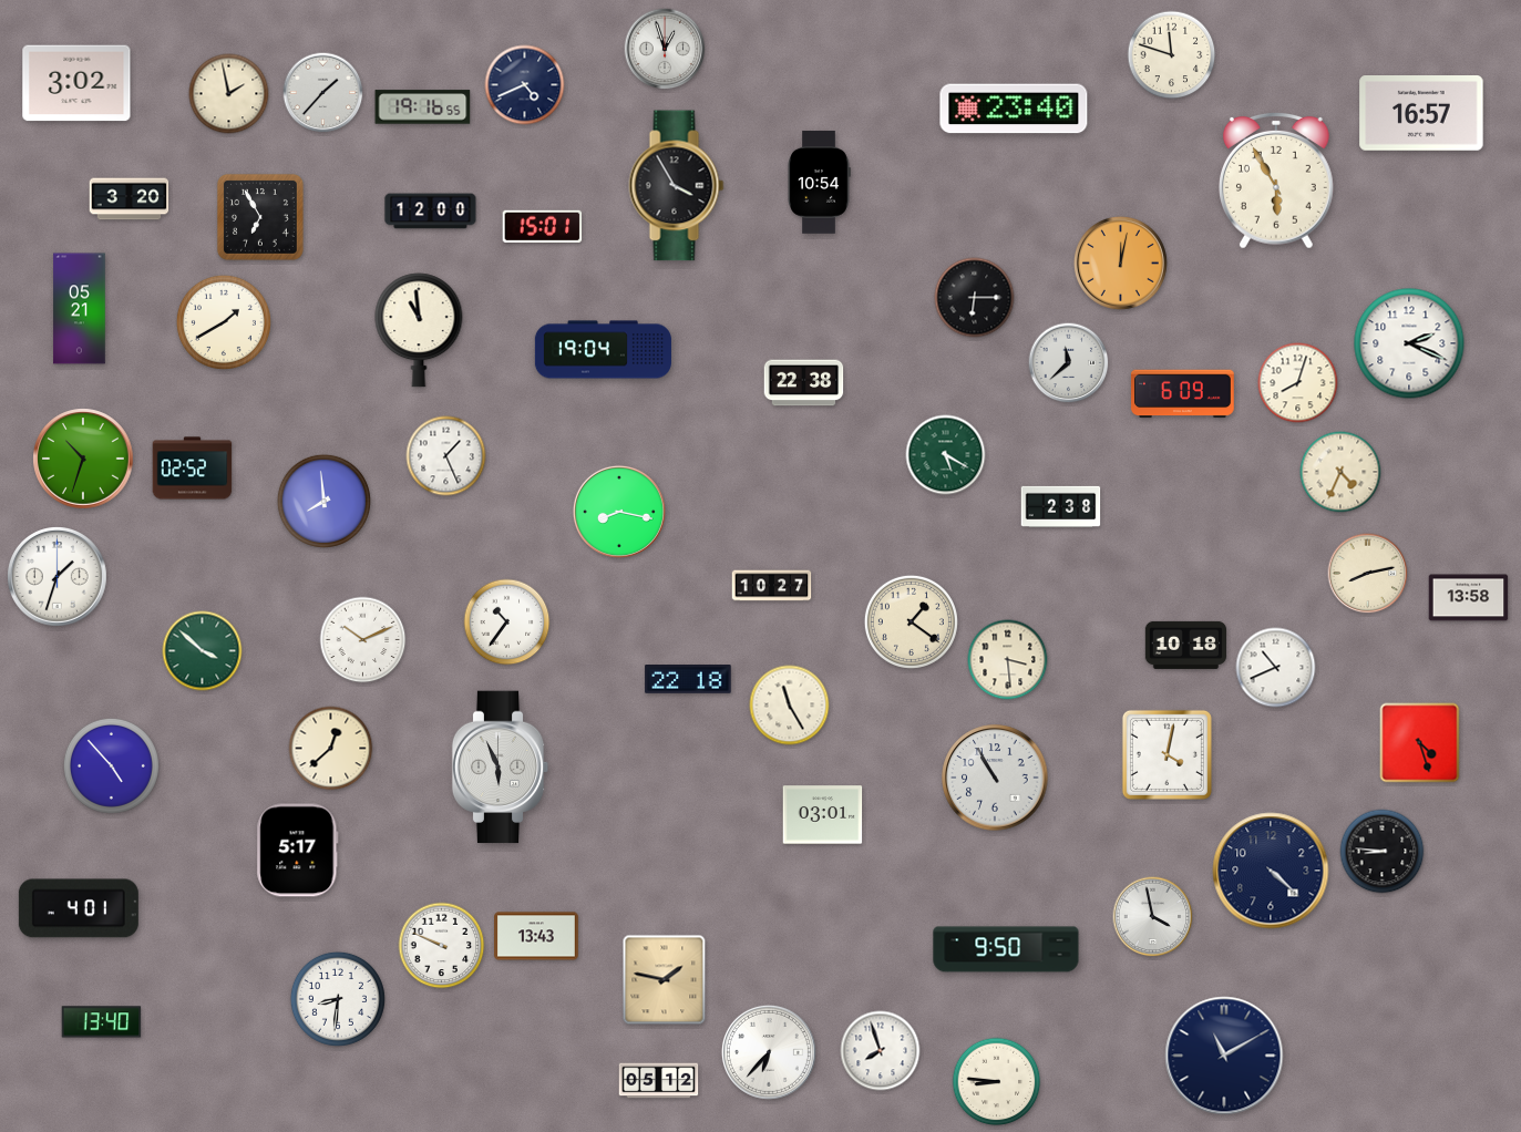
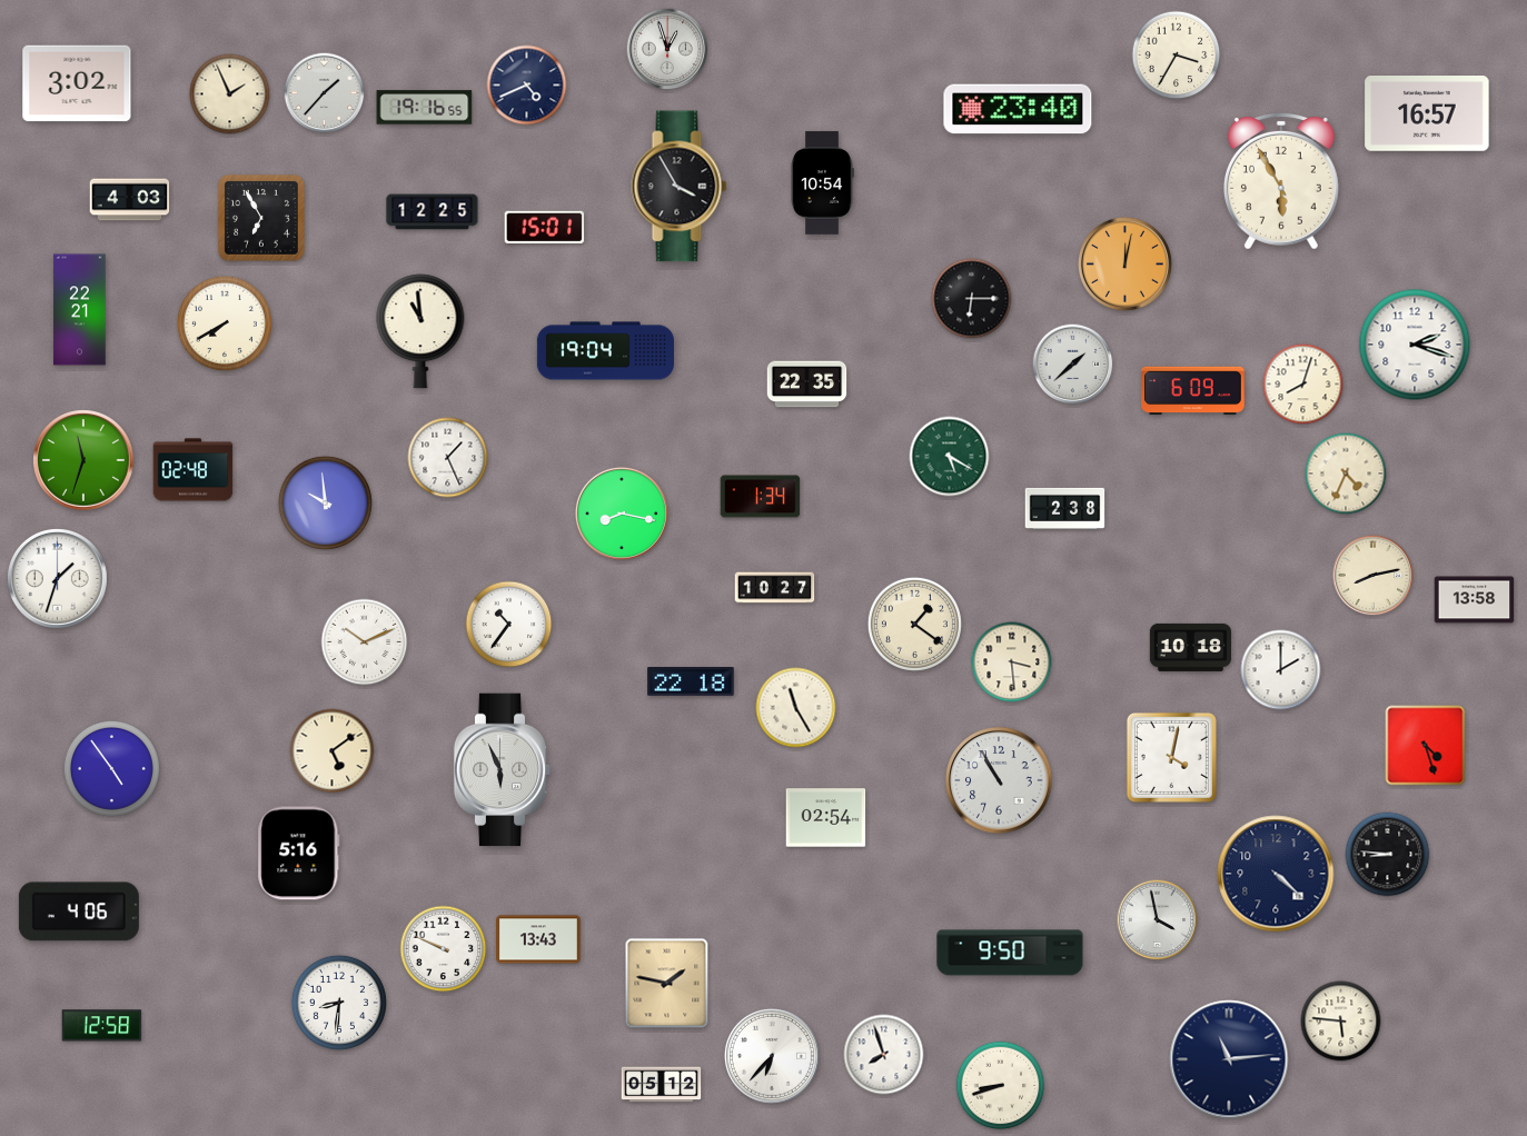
clock at (1172, 55): 11:48 -> 3:35
clock at (229, 94): 1:58 -> 1:56
clock at (130, 199): 3:20 -> 4:03
clock at (431, 212): 12:00 -> 12:25
clock at (975, 298) position: (975, 298) -> (972, 299)
clock at (80, 309): 05:21 -> 22:21
clock at (224, 322): 1:40 -> 7:40
clock at (1409, 343): 2:19 -> 2:18
clock at (1069, 363): 11:38 -> 1:38
clock at (804, 383): 22:38 -> 22:35
clock at (1183, 394) position: (1183, 394) -> (1193, 391)
clock at (83, 459): 10:33 -> 11:33
clock at (193, 469): 02:52 -> 02:48
clock at (761, 497): none -> 1:34
clock at (323, 501): 7:59 -> 9:59
clock at (203, 651): 3:52 -> none
clock at (1276, 668): 10:41 -> 2:00
clock at (790, 706) position: (790, 706) -> (796, 708)
clock at (331, 749): 12:38 -> 5:09
clock at (111, 765): 4:53 -> 4:54
clock at (823, 815): 03:01 -> 02:54
clock at (298, 851): 5:17 -> 5:16
clock at (79, 908): 4:01 -> 4:06
clock at (1341, 1022): none -> 5:46
clock at (102, 1022): 13:40 -> 12:58
clock at (1224, 1056): 11:10 -> 11:14
clock at (997, 1082): 8:46 -> 8:42
